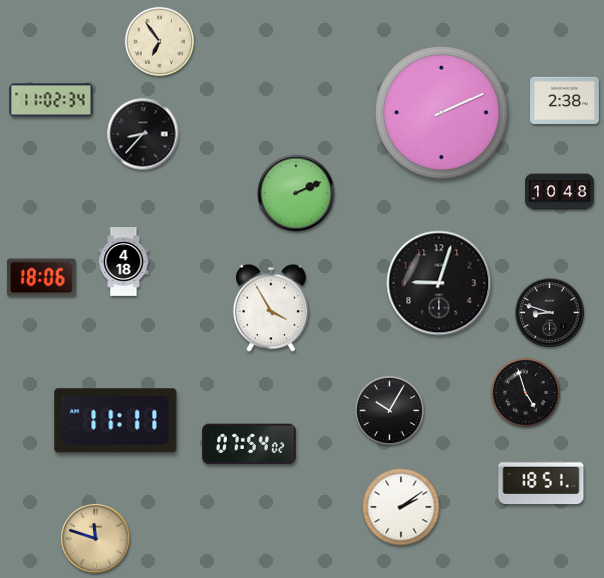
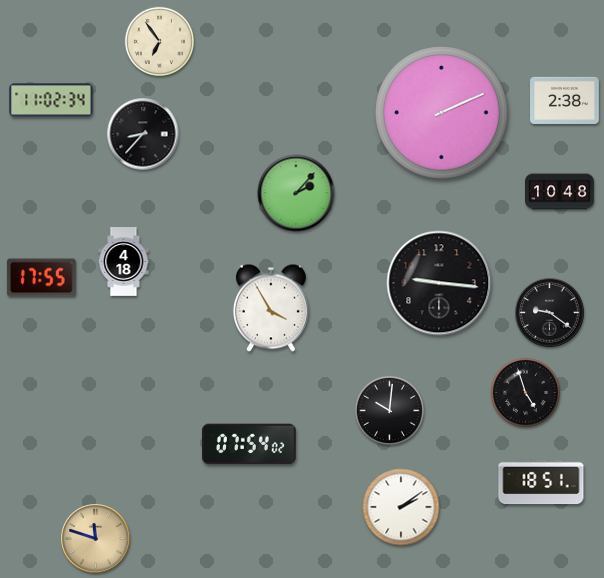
clock at (296, 193): 2:11 -> 2:07
clock at (41, 278): 18:06 -> 17:55
clock at (439, 283): 9:03 -> 9:16
clock at (550, 313): 8:48 -> 9:21
clock at (389, 410): 10:05 -> 10:01
clock at (116, 421): 11:11 -> none
